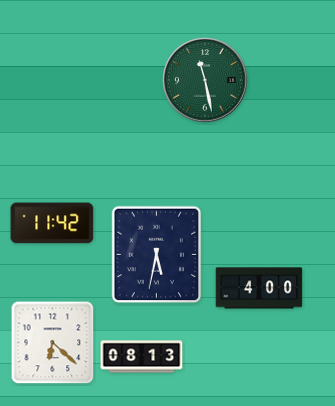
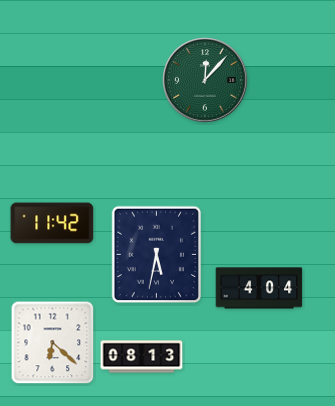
clock at (205, 80): 11:28 -> 12:07
clock at (259, 288): 4:00 -> 4:04
